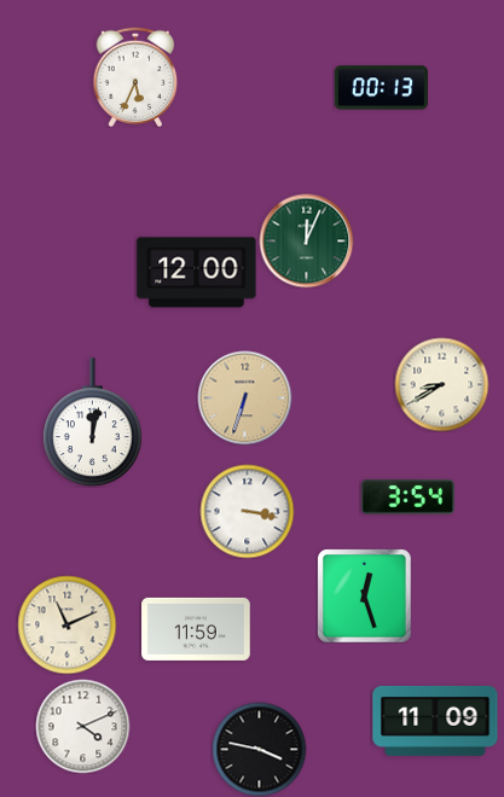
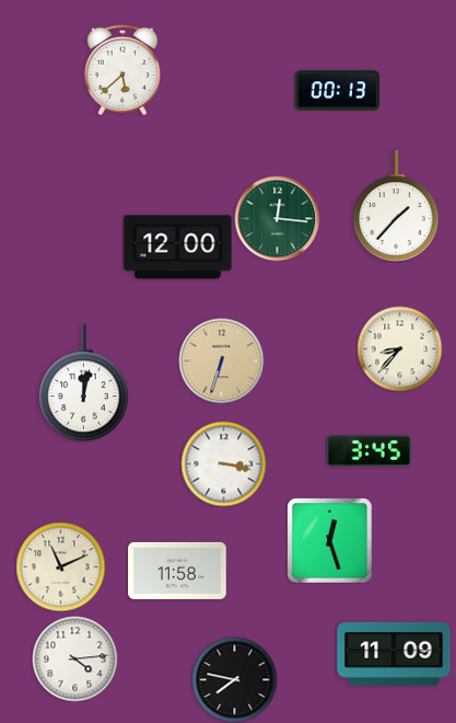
clock at (135, 77): 5:34 -> 5:38
clock at (381, 88) position: (381, 88) -> (337, 91)
clock at (396, 206): none -> 1:37
clock at (306, 240): 12:04 -> 12:16
clock at (441, 384): 8:40 -> 8:37
clock at (407, 498): 3:54 -> 3:45
clock at (196, 629): 11:59 -> 11:58
clock at (82, 726): 4:11 -> 4:14
clock at (259, 749): 3:47 -> 7:47
